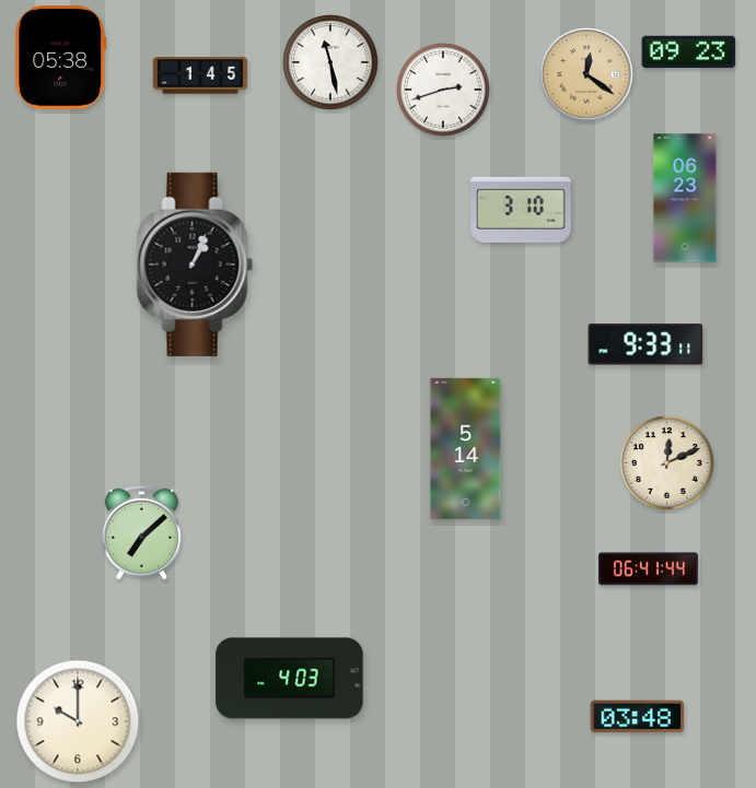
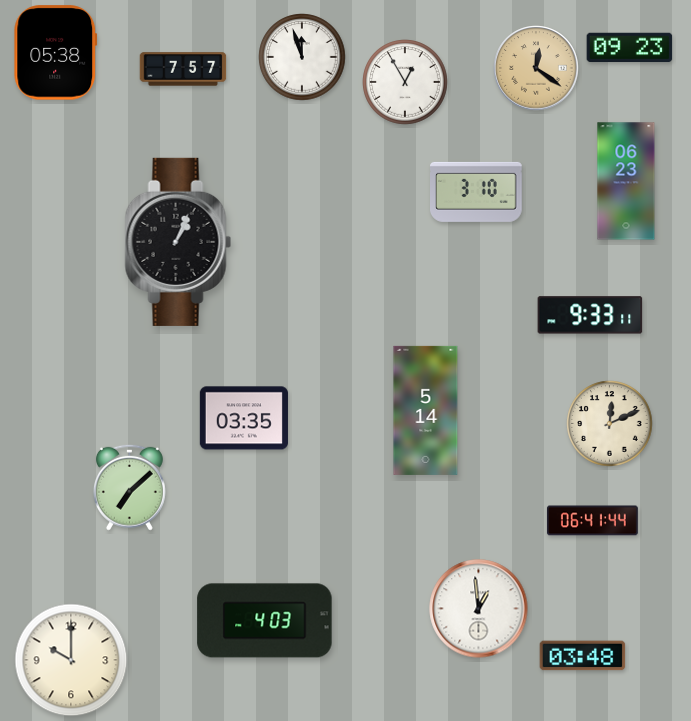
clock at (330, 62): 11:28 -> 11:57
clock at (200, 75): 1:45 -> 7:57
clock at (443, 90): 2:42 -> 12:55
clock at (244, 418): none -> 03:35
clock at (479, 609): none -> 12:59
